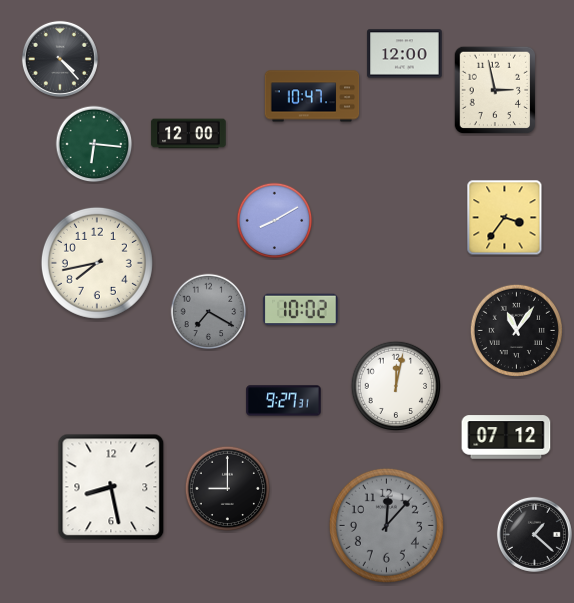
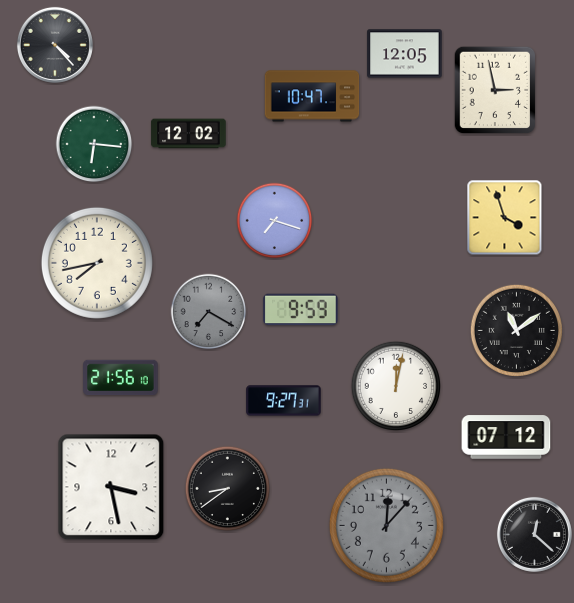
clock at (405, 54): 12:00 -> 12:05
clock at (60, 59) position: (60, 59) -> (55, 45)
clock at (189, 134): 12:00 -> 12:02
clock at (505, 218): 3:36 -> 3:57
clock at (275, 221): 8:10 -> 7:18
clock at (301, 310): 10:02 -> 9:59
clock at (516, 330): 11:06 -> 11:09
clock at (121, 378): none -> 21:56
clock at (111, 487): 8:28 -> 3:28
clock at (228, 489): 9:00 -> 8:39
clock at (534, 534): 1:22 -> 12:22
